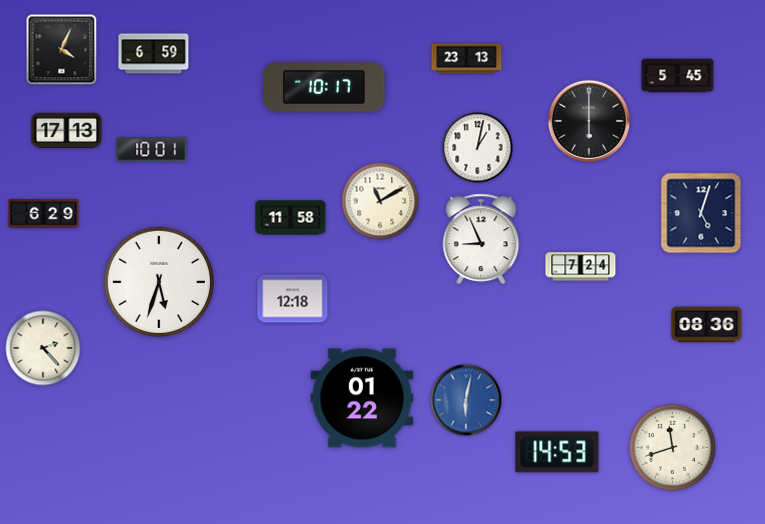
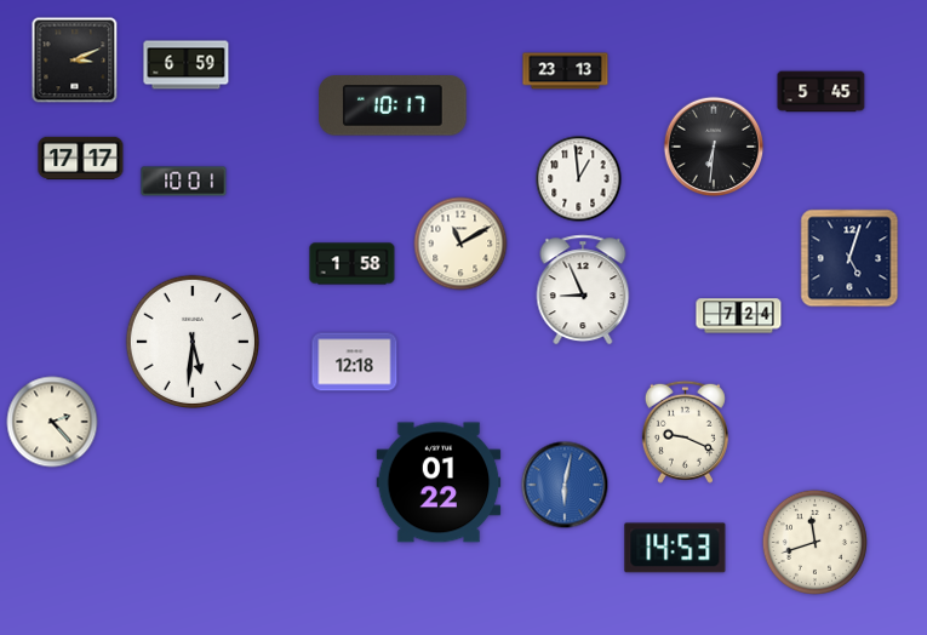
clock at (62, 50): 4:04 -> 3:11
clock at (589, 121): 6:00 -> 6:31
clock at (67, 130): 17:13 -> 17:17
clock at (478, 148): 1:02 -> 12:59
clock at (44, 214): 6:29 -> none
clock at (291, 218): 11:58 -> 1:58
clock at (581, 267) position: (581, 267) -> (739, 316)
clock at (158, 281): 5:33 -> 5:31
clock at (707, 325): 08:36 -> none
clock at (685, 431): none -> 9:19
